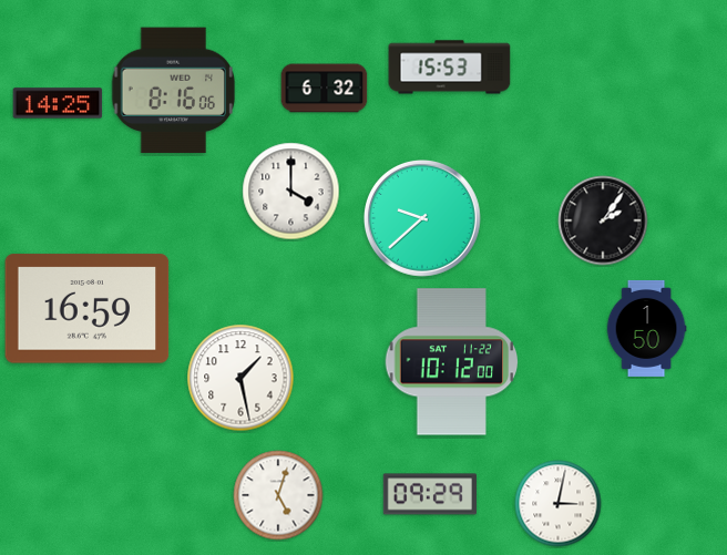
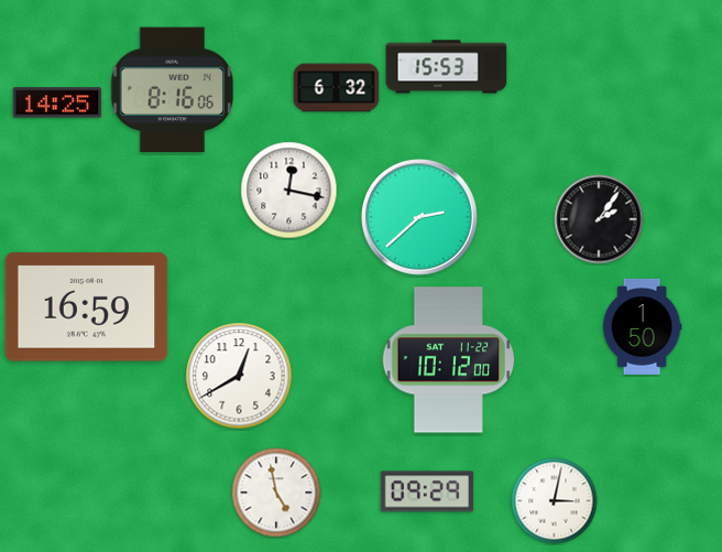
clock at (325, 89) position: (325, 89) -> (337, 88)
clock at (291, 192): 4:00 -> 12:17
clock at (422, 218): 9:38 -> 2:38
clock at (240, 378): 1:28 -> 12:40
clock at (278, 495): 5:03 -> 4:58
